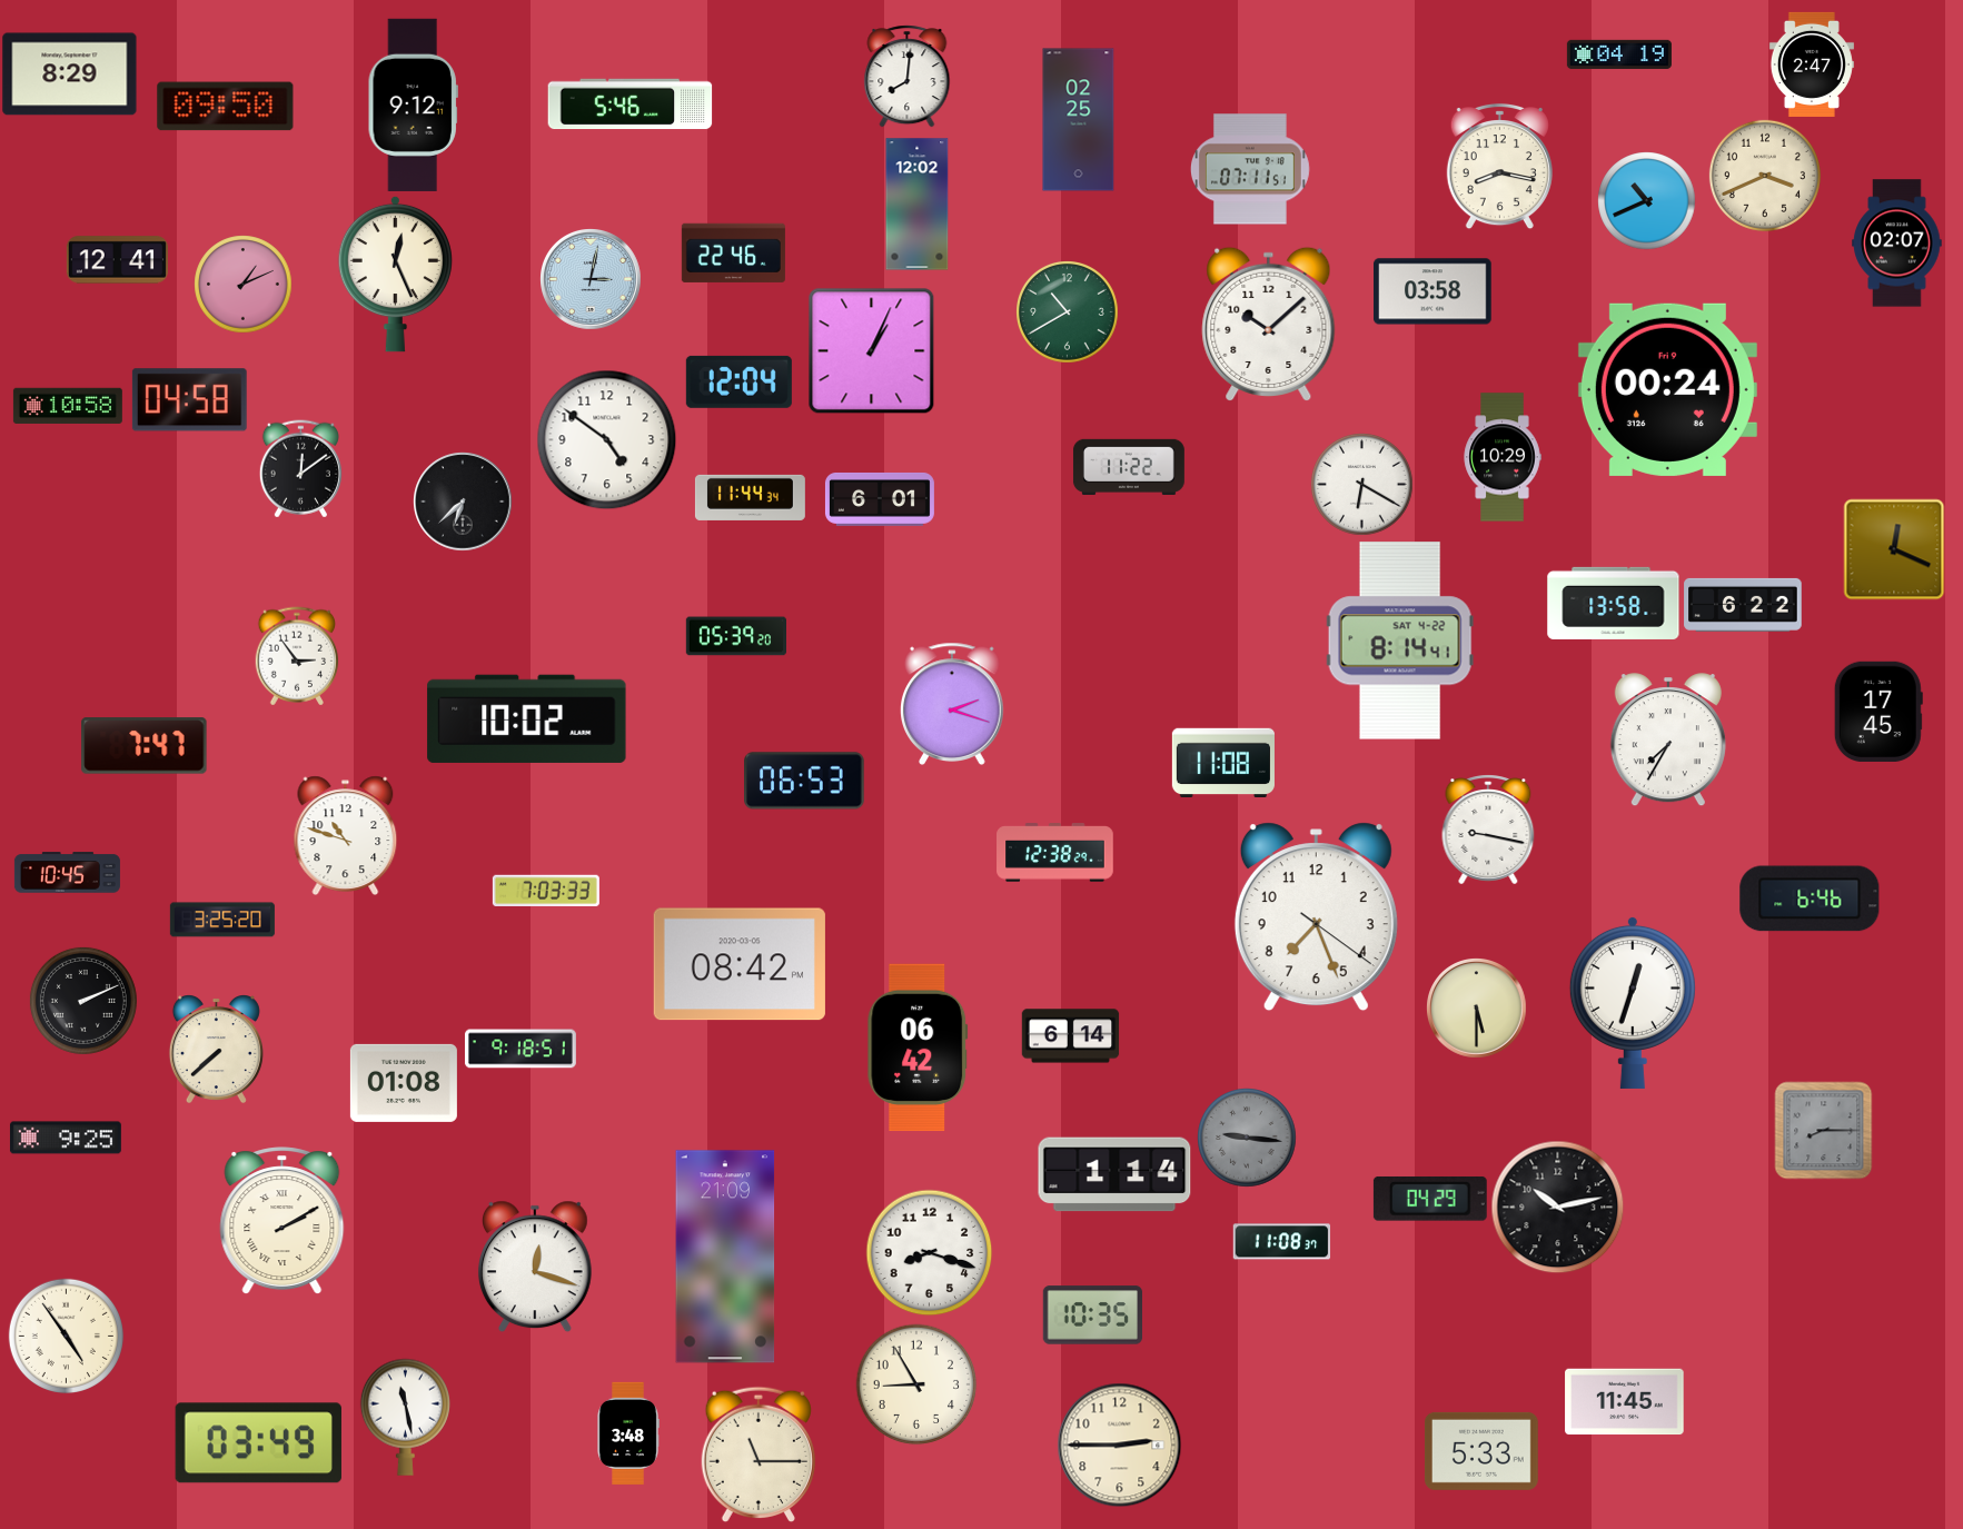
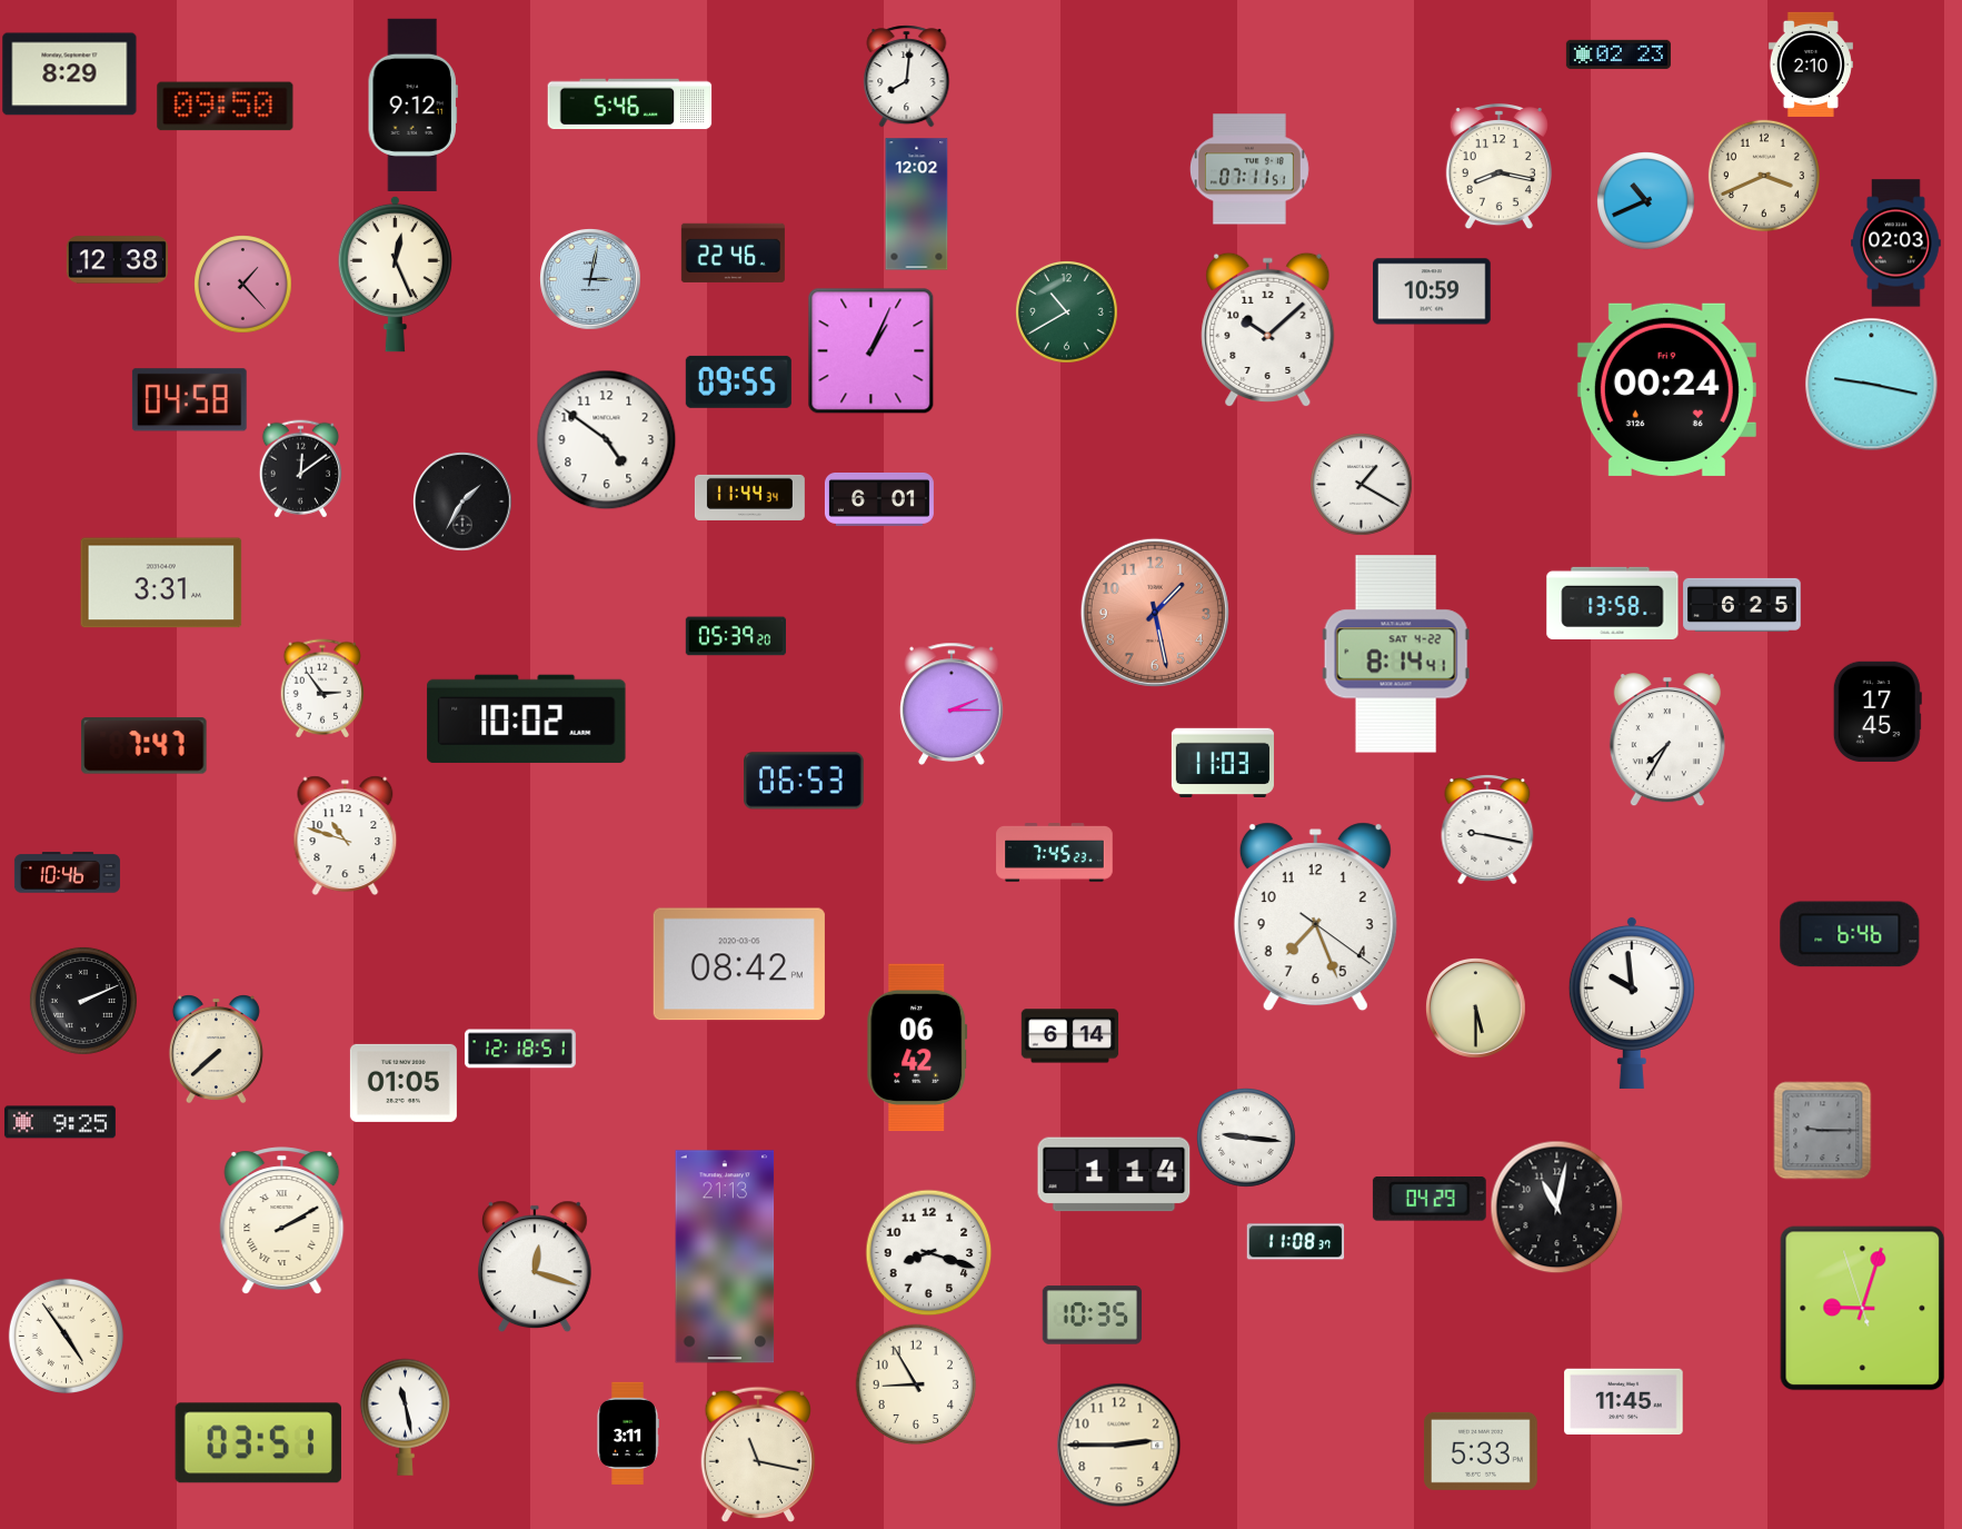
clock at (1619, 54): 04:19 -> 02:23
clock at (1812, 64): 2:47 -> 2:10
clock at (1079, 120): 02:25 -> none
clock at (1897, 244): 02:07 -> 02:03
clock at (117, 260): 12:41 -> 12:38
clock at (242, 284): 1:11 -> 1:23
clock at (1432, 291): 03:58 -> 10:59
clock at (1269, 324) position: (1269, 324) -> (1268, 329)
clock at (738, 381): 12:04 -> 09:55
clock at (1872, 385): none -> 9:17
clock at (68, 406): 10:58 -> none
clock at (1503, 457): 10:29 -> none
clock at (1129, 467): 11:22 -> none
clock at (1362, 485): 6:20 -> 1:20
clock at (463, 502): 6:38 -> 1:35
clock at (1894, 549): 12:19 -> none
clock at (161, 583): none -> 3:31
clock at (1743, 605): 6:22 -> 6:25
clock at (1155, 613): none -> 1:28
clock at (1400, 641) position: (1400, 641) -> (1396, 654)
clock at (297, 656) position: (297, 656) -> (322, 688)
clock at (953, 704): 2:18 -> 2:15
clock at (1223, 762): 11:08 -> 11:03
clock at (1055, 853): 12:38 -> 7:45
clock at (67, 873): 10:45 -> 10:46
clock at (546, 891): 7:03 -> none
clock at (1810, 898) position: (1810, 898) -> (1850, 934)
clock at (222, 920): 3:25 -> none
clock at (1633, 1002): 12:33 -> 9:59
clock at (521, 1049): 9:18 -> 12:18
clock at (404, 1083): 01:08 -> 01:05
clock at (1823, 1130): 8:15 -> 9:15
clock at (66, 1138) position: (66, 1138) -> (60, 1122)
clock at (1247, 1138) dial: grey -> white
clock at (1557, 1207): 10:13 -> 11:02
clock at (1281, 1242) position: (1281, 1242) -> (1295, 1242)
clock at (725, 1257): 21:09 -> 21:13
clock at (1863, 1309): none -> 9:02
clock at (628, 1433): 3:48 -> 3:11
clock at (258, 1443): 03:49 -> 03:51
clock at (759, 1453): 11:15 -> 11:17
